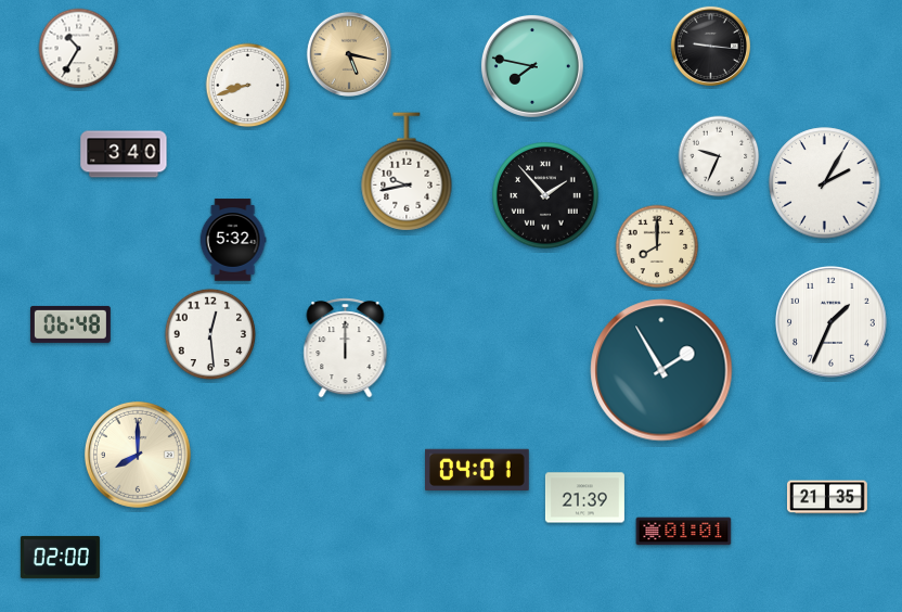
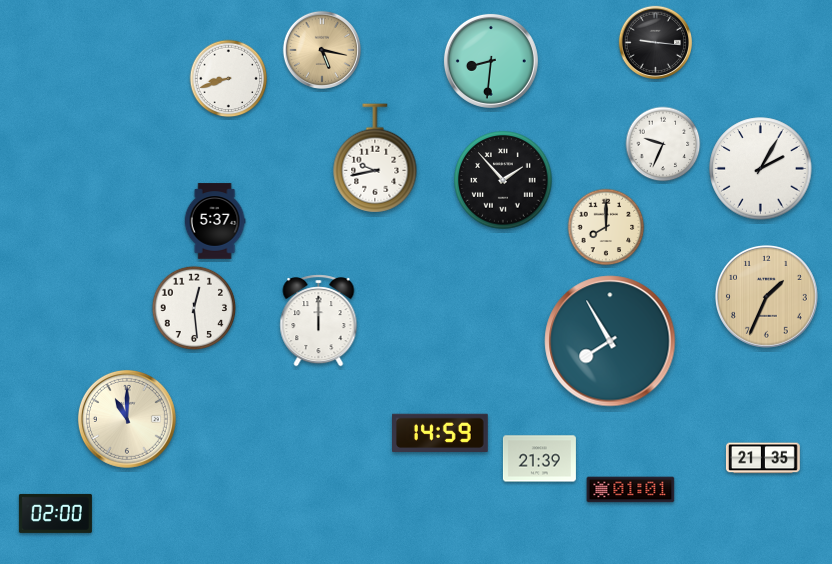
clock at (79, 49): 10:35 -> none
clock at (532, 66): 7:47 -> 8:31
clock at (124, 154): 3:40 -> none
clock at (233, 240): 5:32 -> 5:37
clock at (830, 321) dial: white -> champagne
clock at (70, 324): 06:48 -> none
clock at (661, 370): 1:55 -> 7:55
clock at (138, 455): 8:00 -> 11:00
clock at (478, 470): 04:01 -> 14:59
